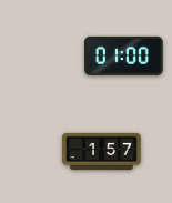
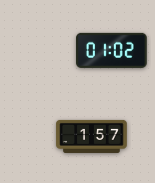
clock at (124, 55): 01:00 -> 01:02
